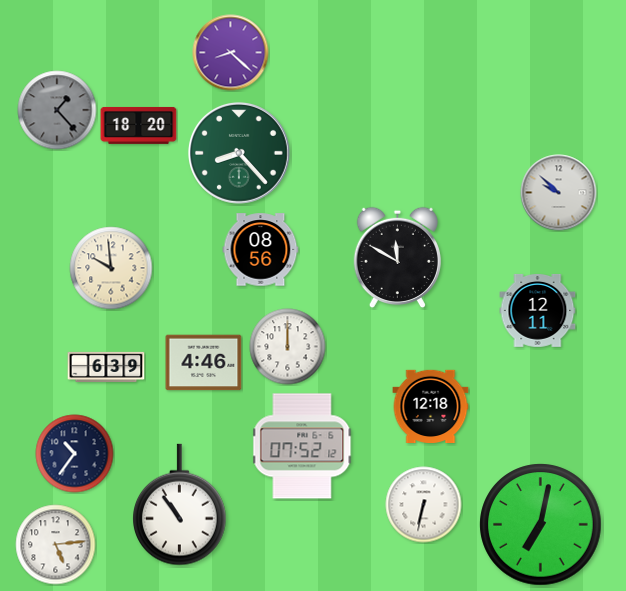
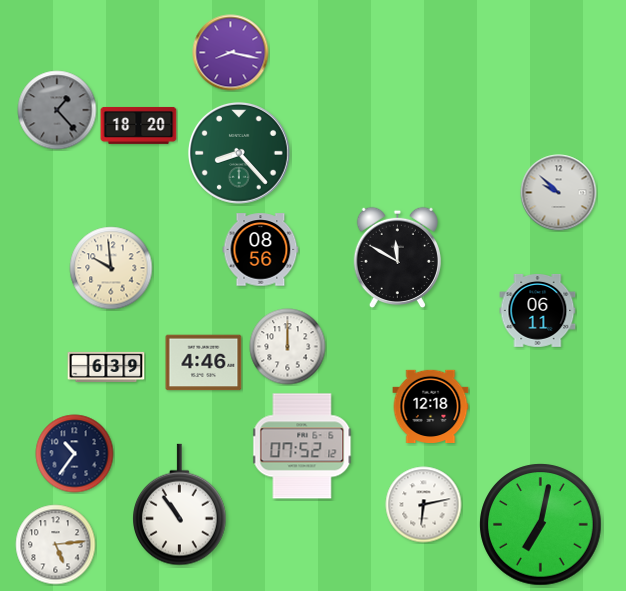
clock at (231, 53): 8:22 -> 8:17
clock at (538, 310): 12:11 -> 06:11
clock at (424, 505): 6:32 -> 6:13
